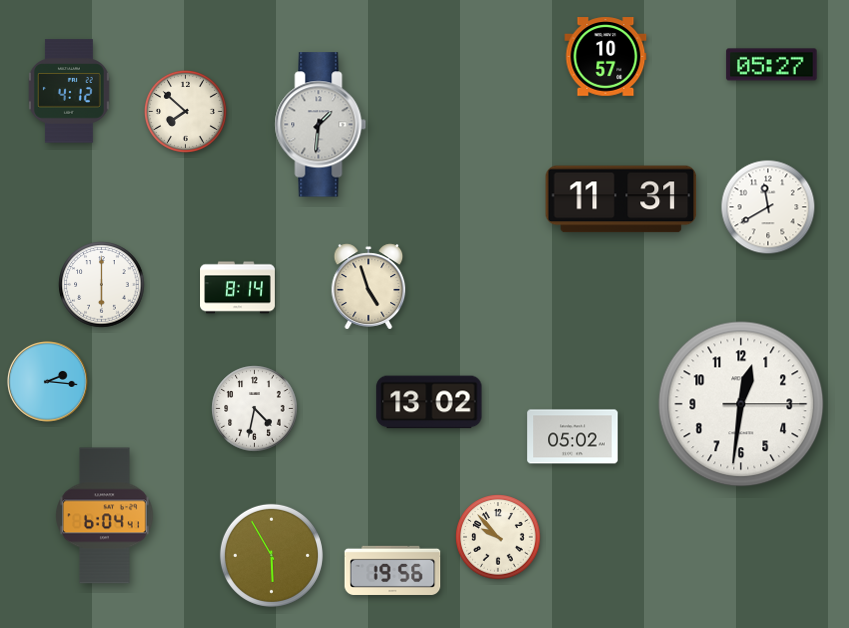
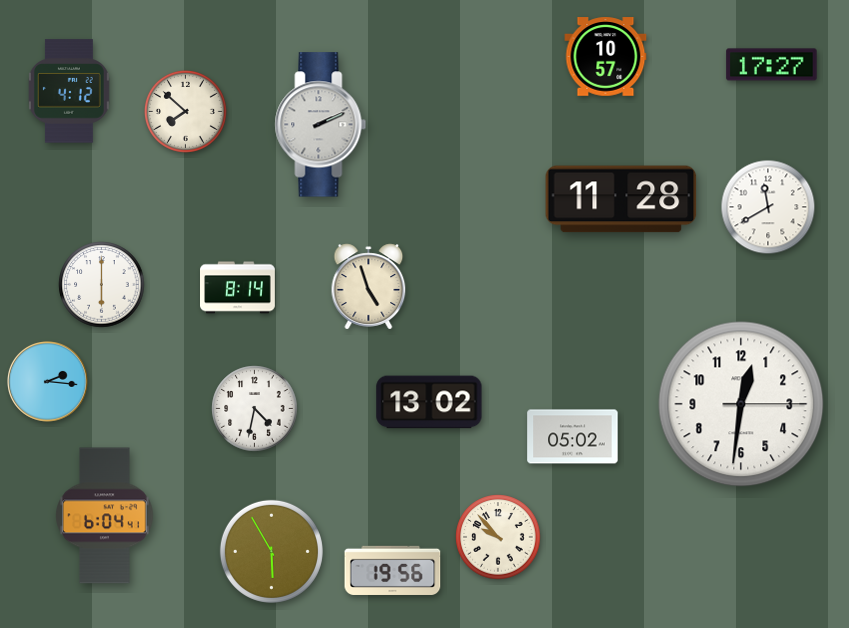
clock at (772, 65): 05:27 -> 17:27
clock at (321, 125): 1:31 -> 2:11
clock at (621, 199): 11:31 -> 11:28
clock at (271, 555) position: (271, 555) -> (271, 551)
